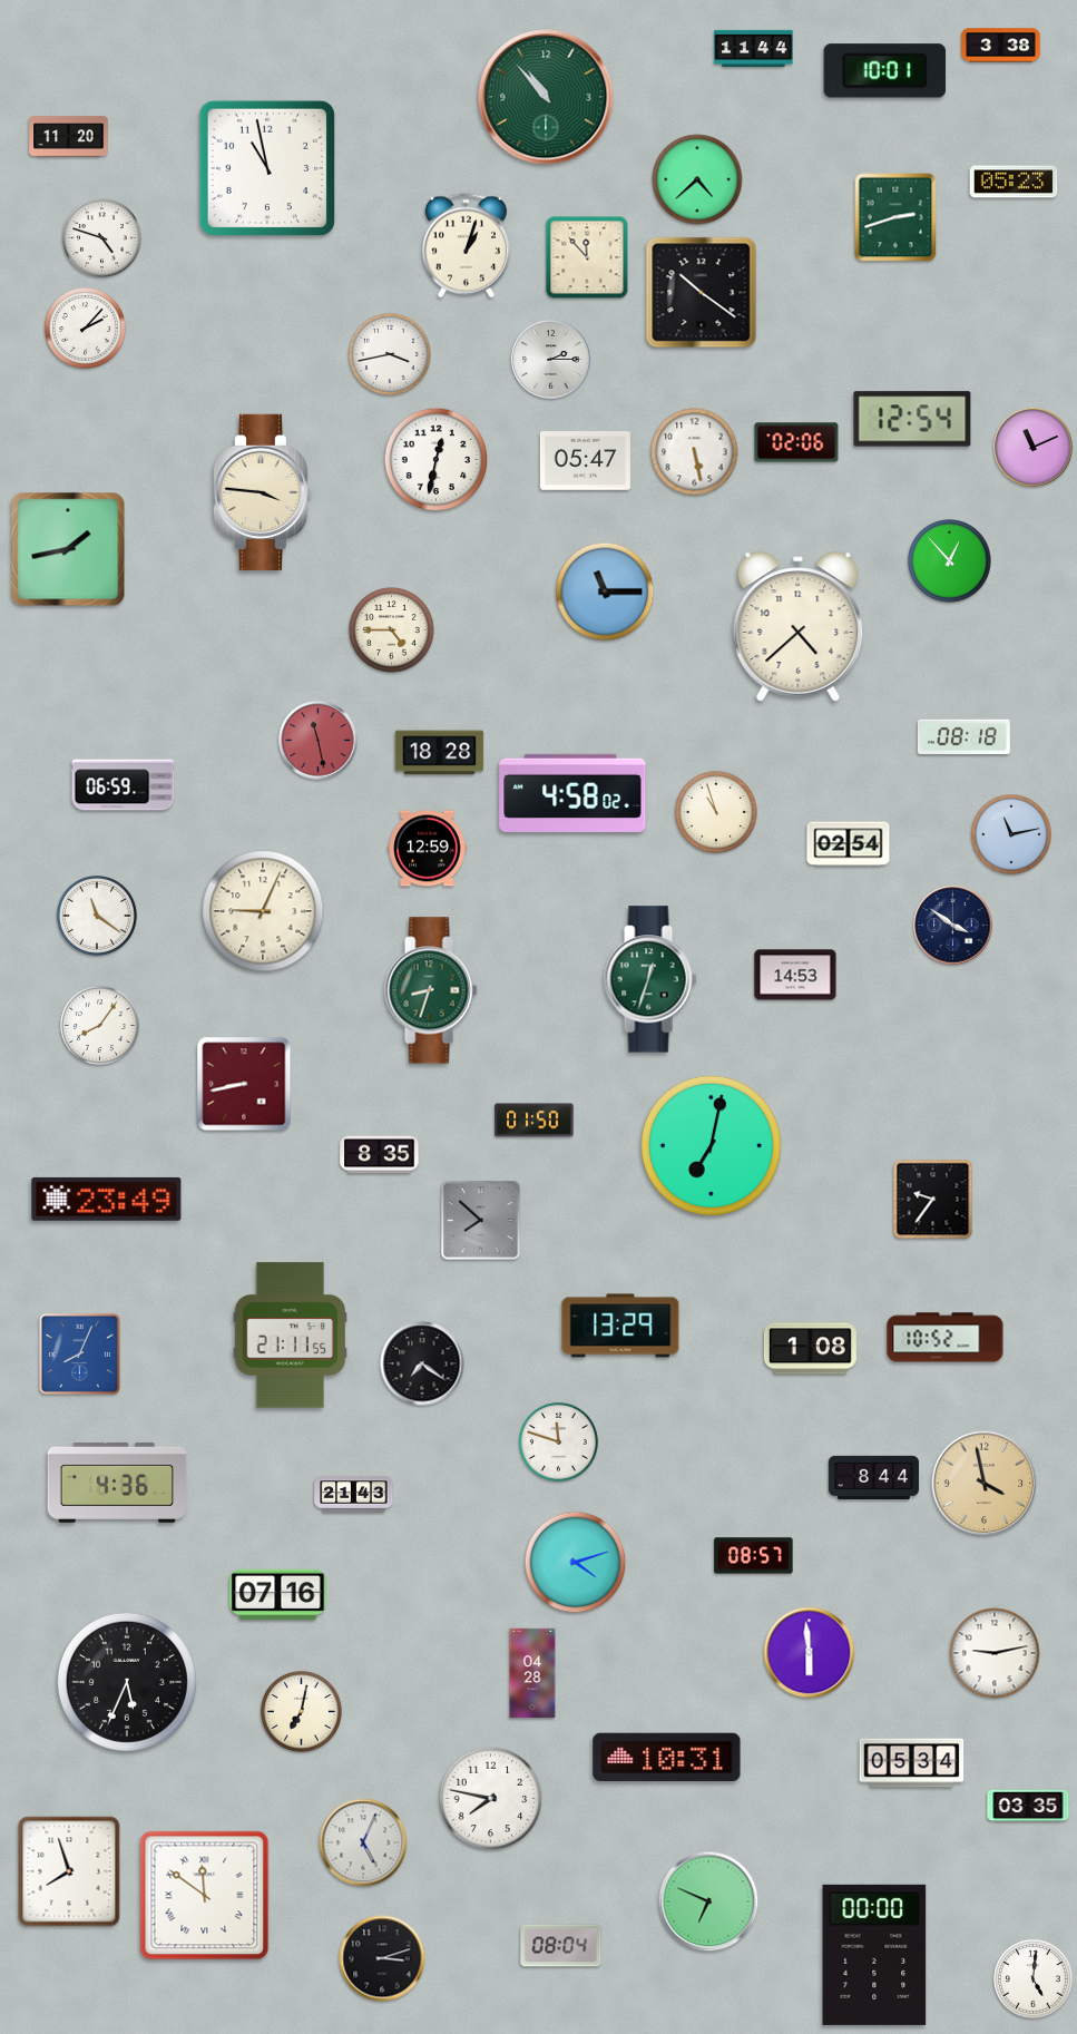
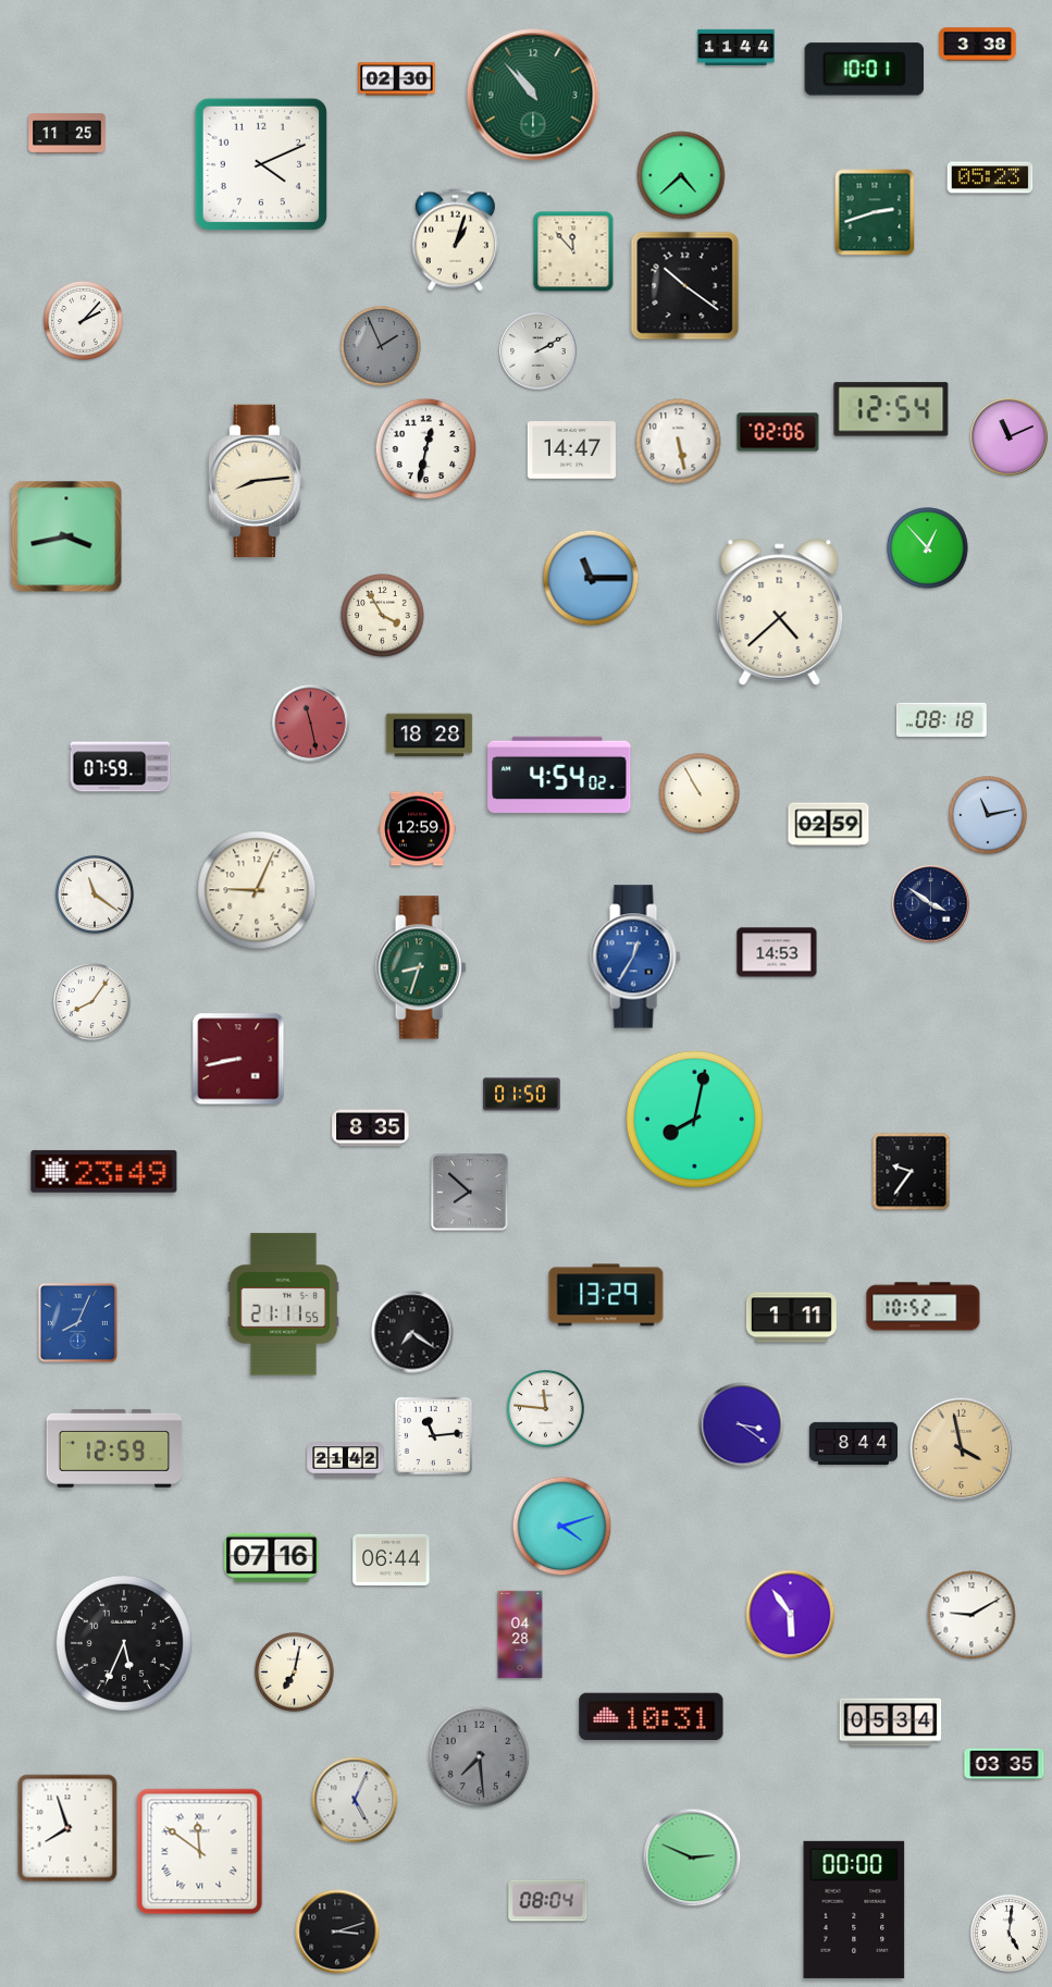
clock at (397, 79): none -> 02:30
clock at (69, 137): 11:20 -> 11:25
clock at (267, 168): 10:58 -> 4:11
clock at (101, 237): 4:48 -> none
clock at (390, 354): 3:43 -> 1:56
clock at (390, 354) dial: white -> grey
clock at (551, 360): 2:15 -> 2:10
clock at (585, 461): 05:47 -> 14:47
clock at (262, 492): 3:46 -> 8:14
clock at (68, 549): 1:43 -> 3:43
clock at (392, 630): 4:45 -> 3:55
clock at (124, 785): 06:59 -> 07:59
clock at (572, 793): 4:58 -> 4:54
clock at (716, 812): 10:57 -> 10:55
clock at (849, 844): 02:54 -> 02:59
clock at (650, 979): 12:33 -> 12:35
clock at (650, 979) dial: green -> blue
clock at (99, 1025) position: (99, 1025) -> (91, 1001)
clock at (711, 1145): 7:02 -> 8:02
clock at (810, 1349): 1:08 -> 1:11
clock at (558, 1441): 11:48 -> 11:46
clock at (742, 1426): none -> 3:21
clock at (433, 1435): none -> 11:14
clock at (117, 1483): 4:36 -> 12:59
clock at (354, 1495): 21:43 -> 21:42
clock at (754, 1556): 08:57 -> none
clock at (392, 1559): none -> 06:44
clock at (810, 1653): 5:59 -> 5:54
clock at (995, 1653): 9:13 -> 9:10
clock at (491, 1799): 7:47 -> 7:29
clock at (491, 1799) dial: white -> grey
clock at (708, 1901): 6:49 -> 2:49
clock at (382, 1958) position: (382, 1958) -> (337, 1932)
